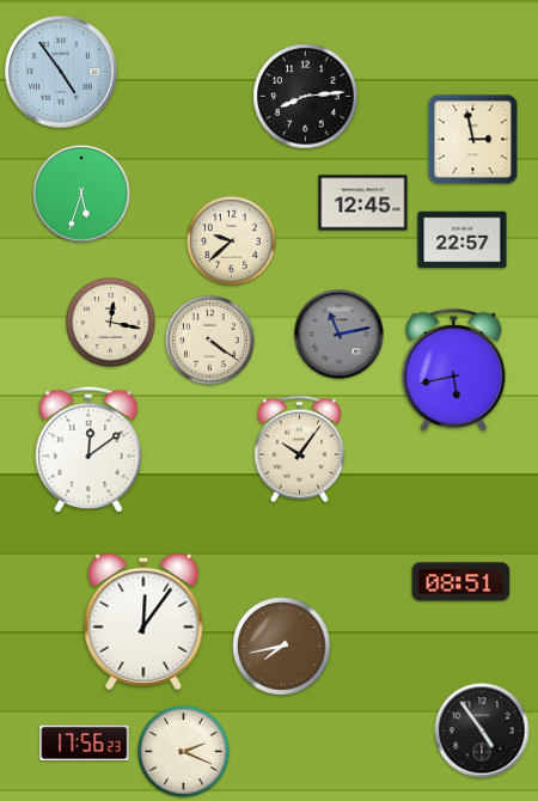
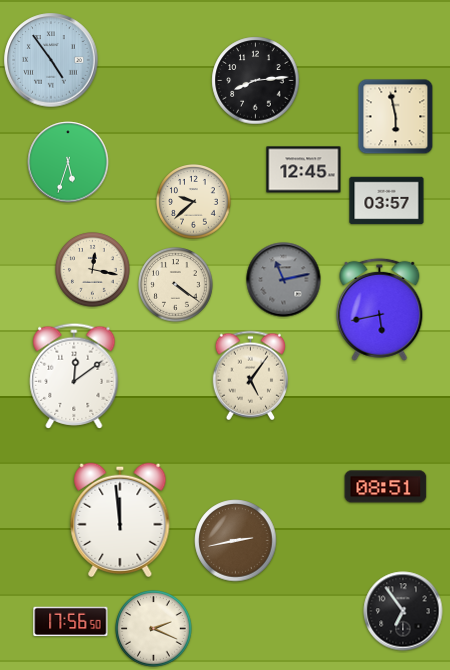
clock at (473, 140): 2:58 -> 5:58
clock at (463, 240): 22:57 -> 03:57
clock at (299, 450): 10:06 -> 5:06
clock at (143, 622): 12:06 -> 11:59
clock at (282, 647): 7:43 -> 2:43
clock at (482, 730): 4:54 -> 6:54
clock at (85, 744): 17:56:23 -> 17:56:50
